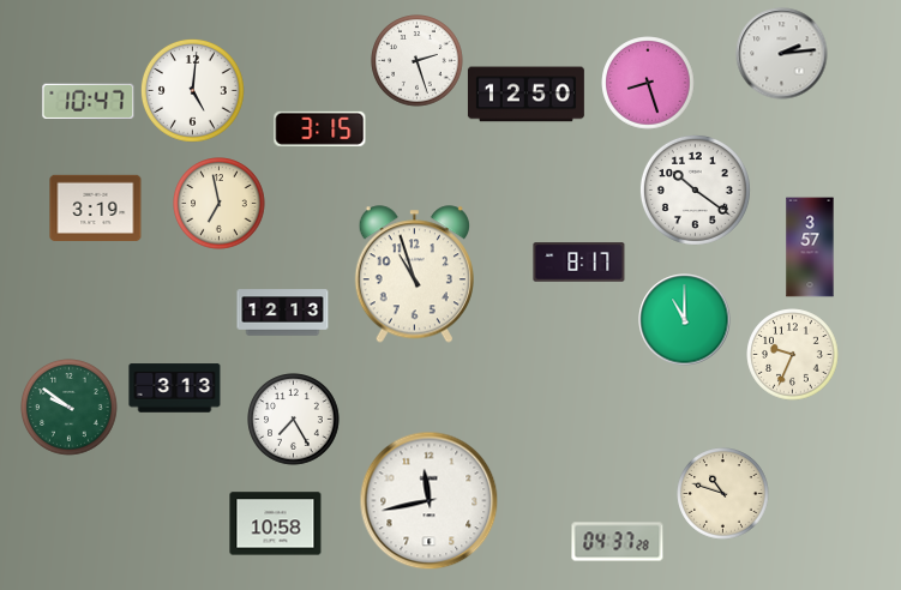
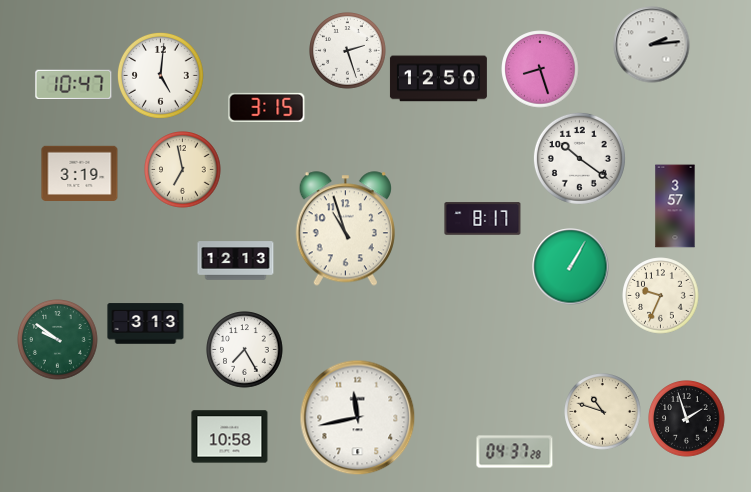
clock at (685, 320): 11:00 -> 1:05
clock at (687, 419): none -> 1:57
